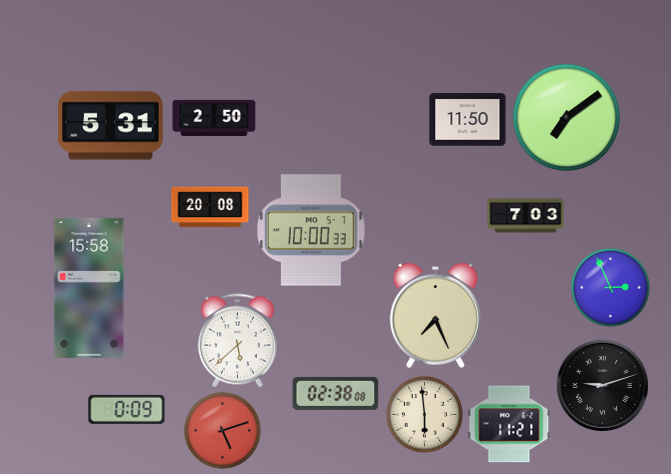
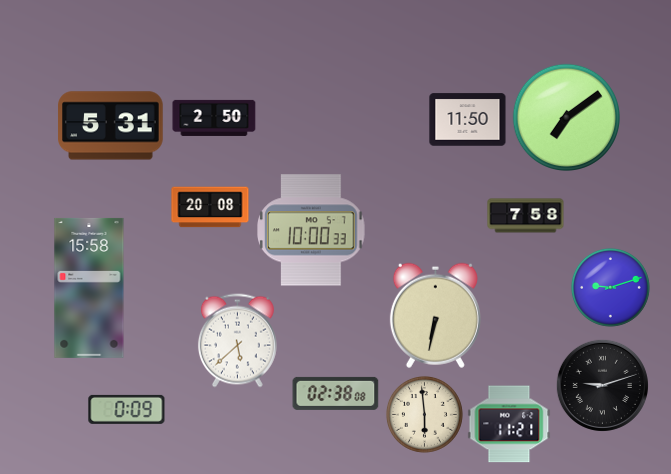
clock at (526, 216): 7:03 -> 7:58
clock at (610, 287): 2:56 -> 9:12
clock at (435, 315): 7:26 -> 6:32
clock at (222, 430): 5:12 -> none
